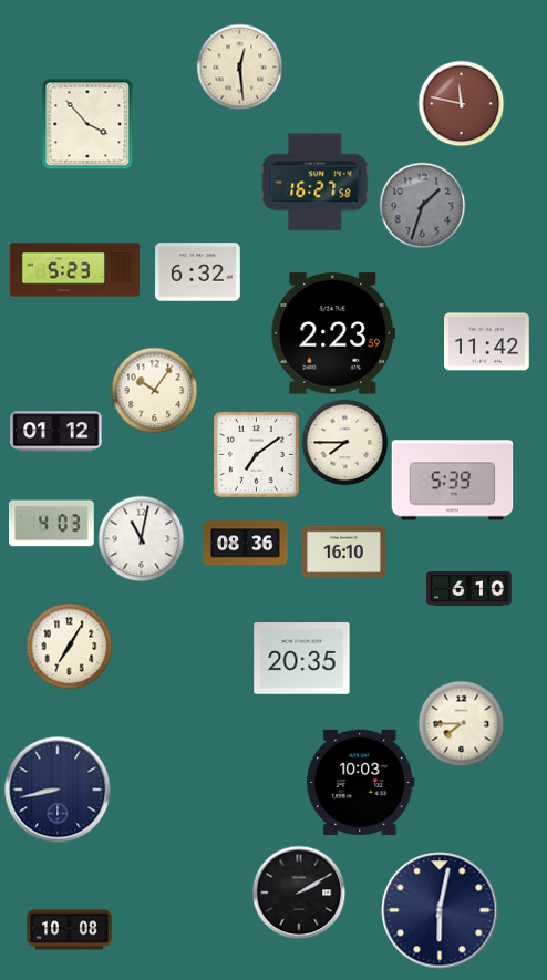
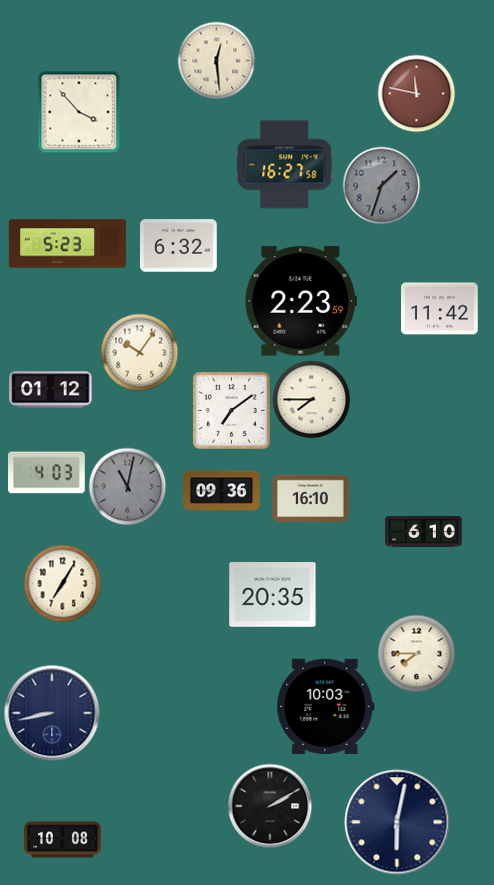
clock at (453, 481): 5:39 -> none
clock at (141, 538) dial: white -> grey
clock at (246, 544): 08:36 -> 09:36
